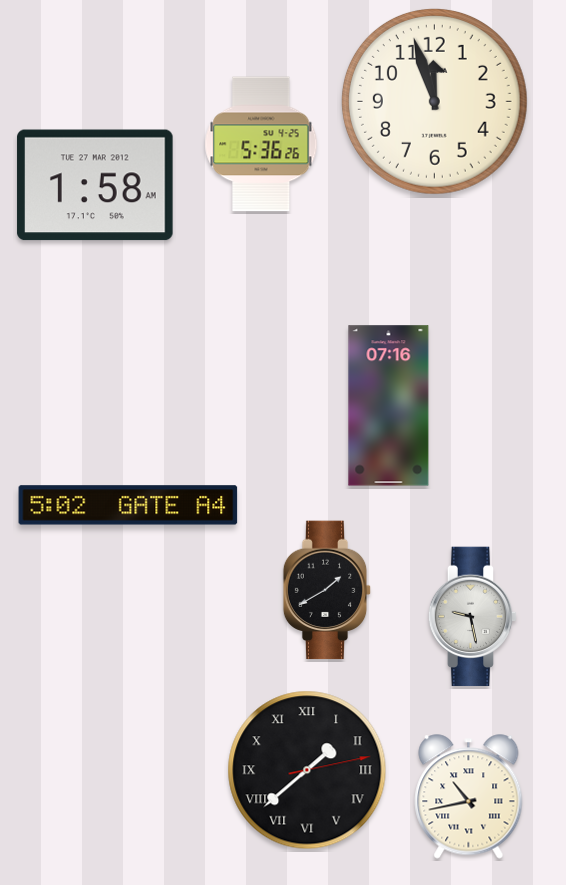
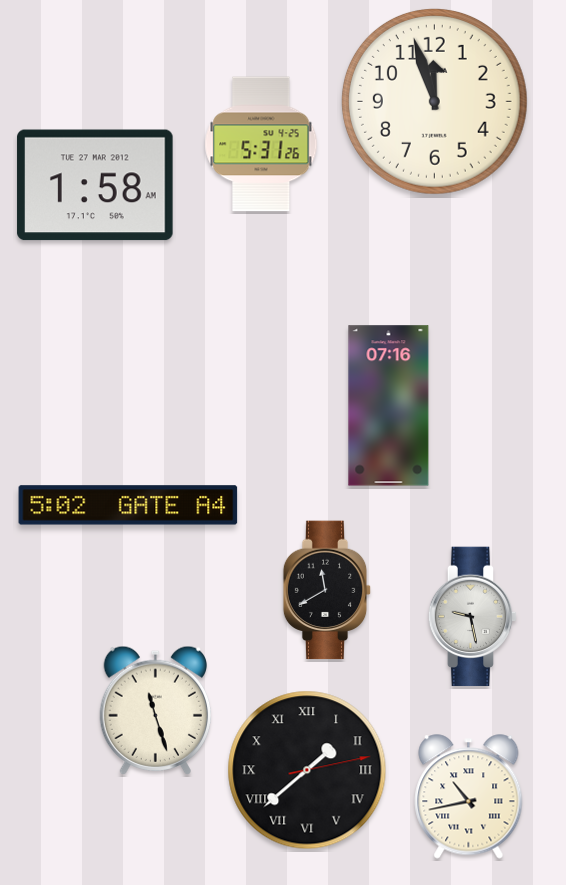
clock at (261, 144): 5:36 -> 5:31
clock at (327, 590): 1:40 -> 11:40
clock at (155, 710): none -> 11:27
